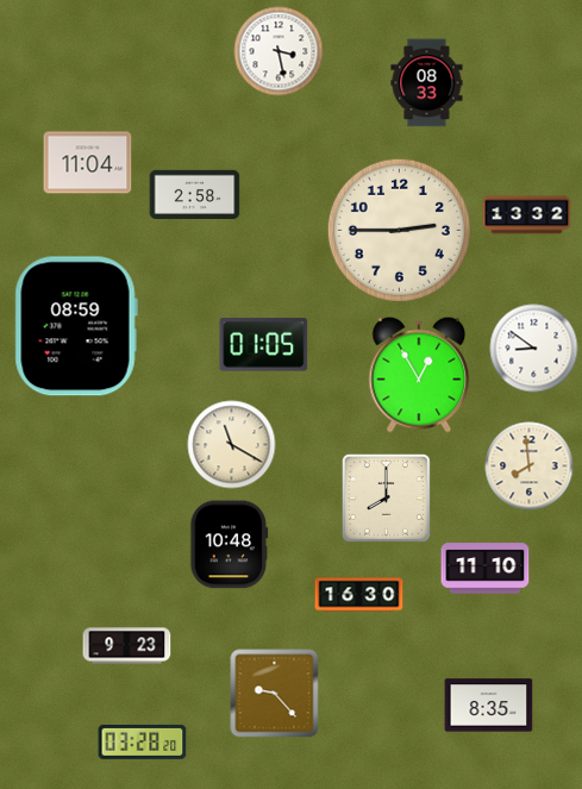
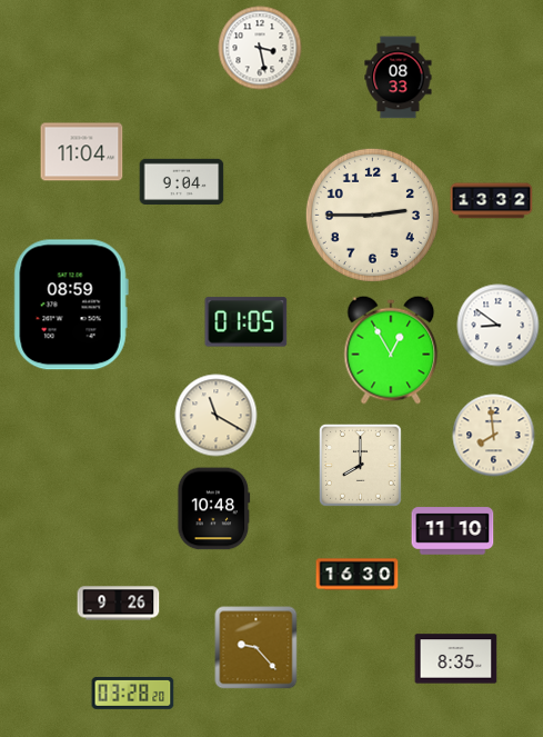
clock at (195, 194): 2:58 -> 9:04
clock at (359, 595) position: (359, 595) -> (358, 575)
clock at (127, 646): 9:23 -> 9:26
